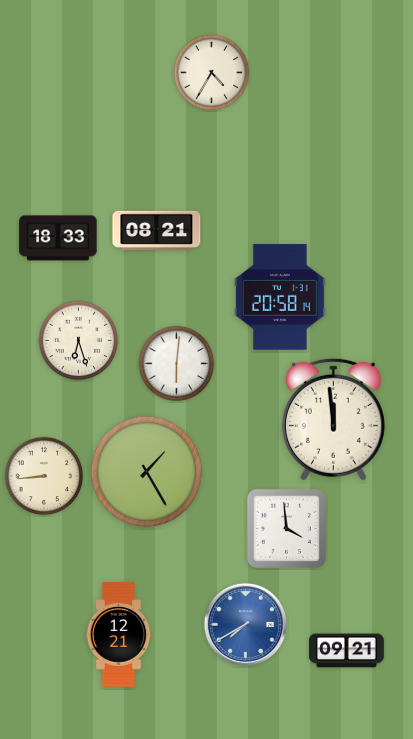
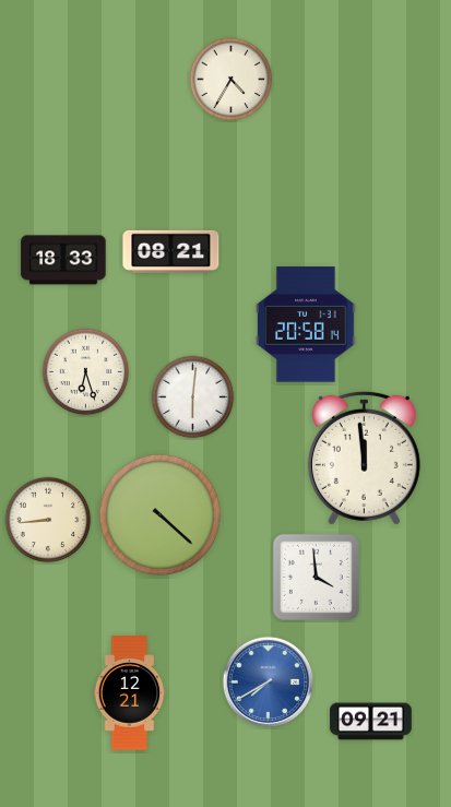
clock at (146, 471): 1:25 -> 4:22
clock at (286, 528) position: (286, 528) -> (316, 577)
clock at (347, 651) position: (347, 651) -> (371, 722)
